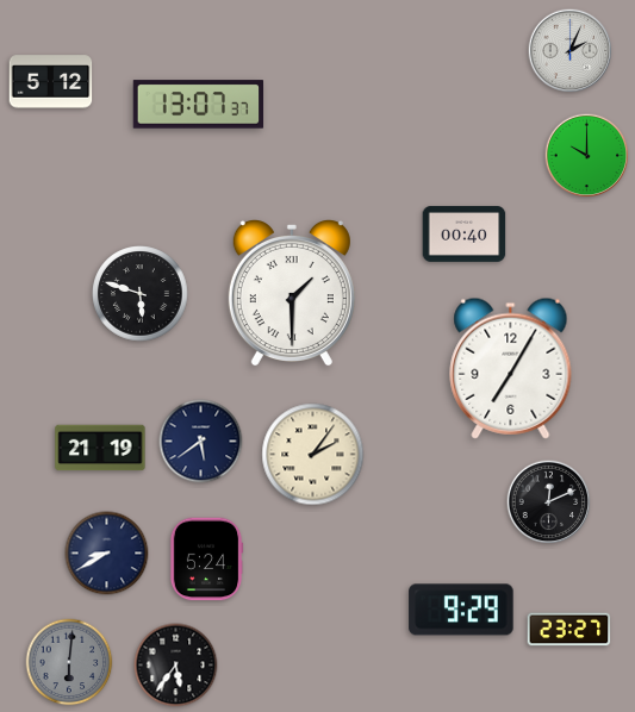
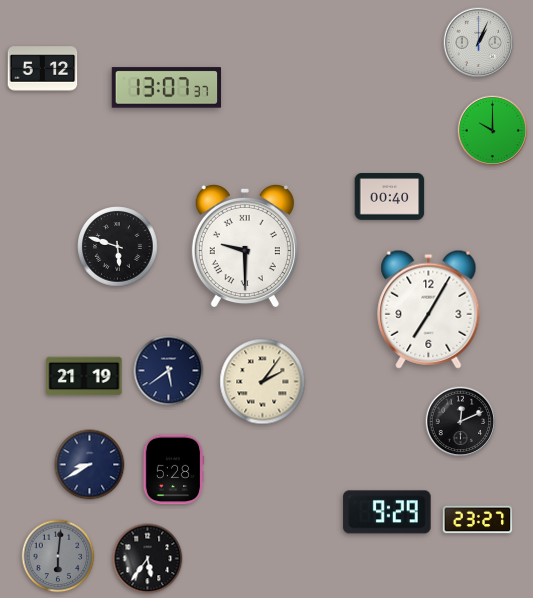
clock at (571, 51): 2:04 -> 1:04
clock at (292, 293): 1:30 -> 9:30
clock at (206, 560): 5:24 -> 5:28
clock at (569, 630) position: (569, 630) -> (478, 520)
